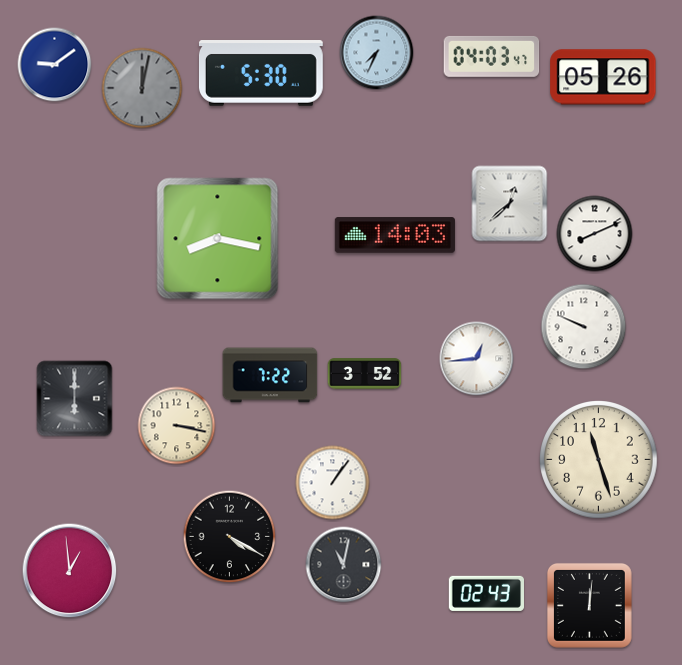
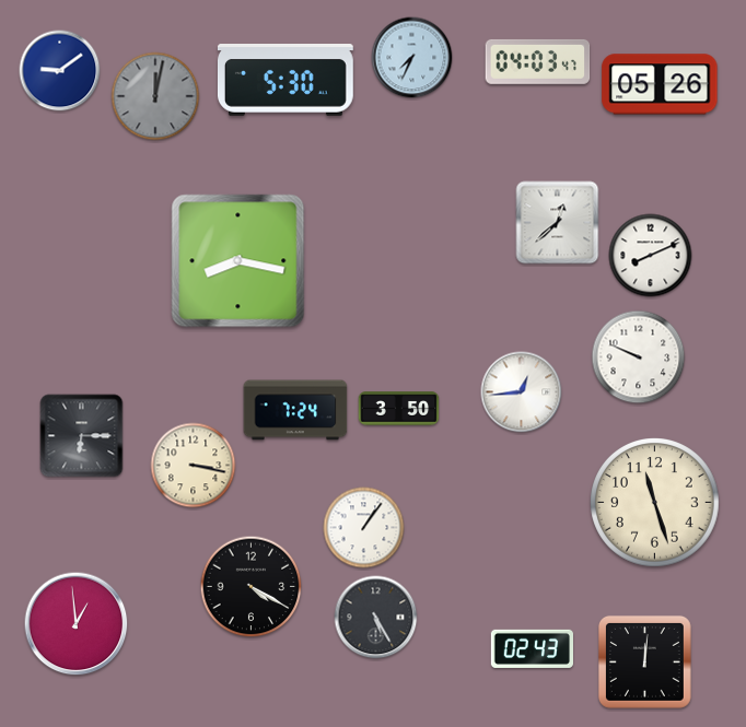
clock at (395, 235): 14:03 -> none
clock at (365, 374): 3:52 -> 3:50
clock at (270, 375): 7:22 -> 7:24
clock at (75, 399): 6:00 -> 6:15
clock at (344, 565): 11:02 -> 5:25
